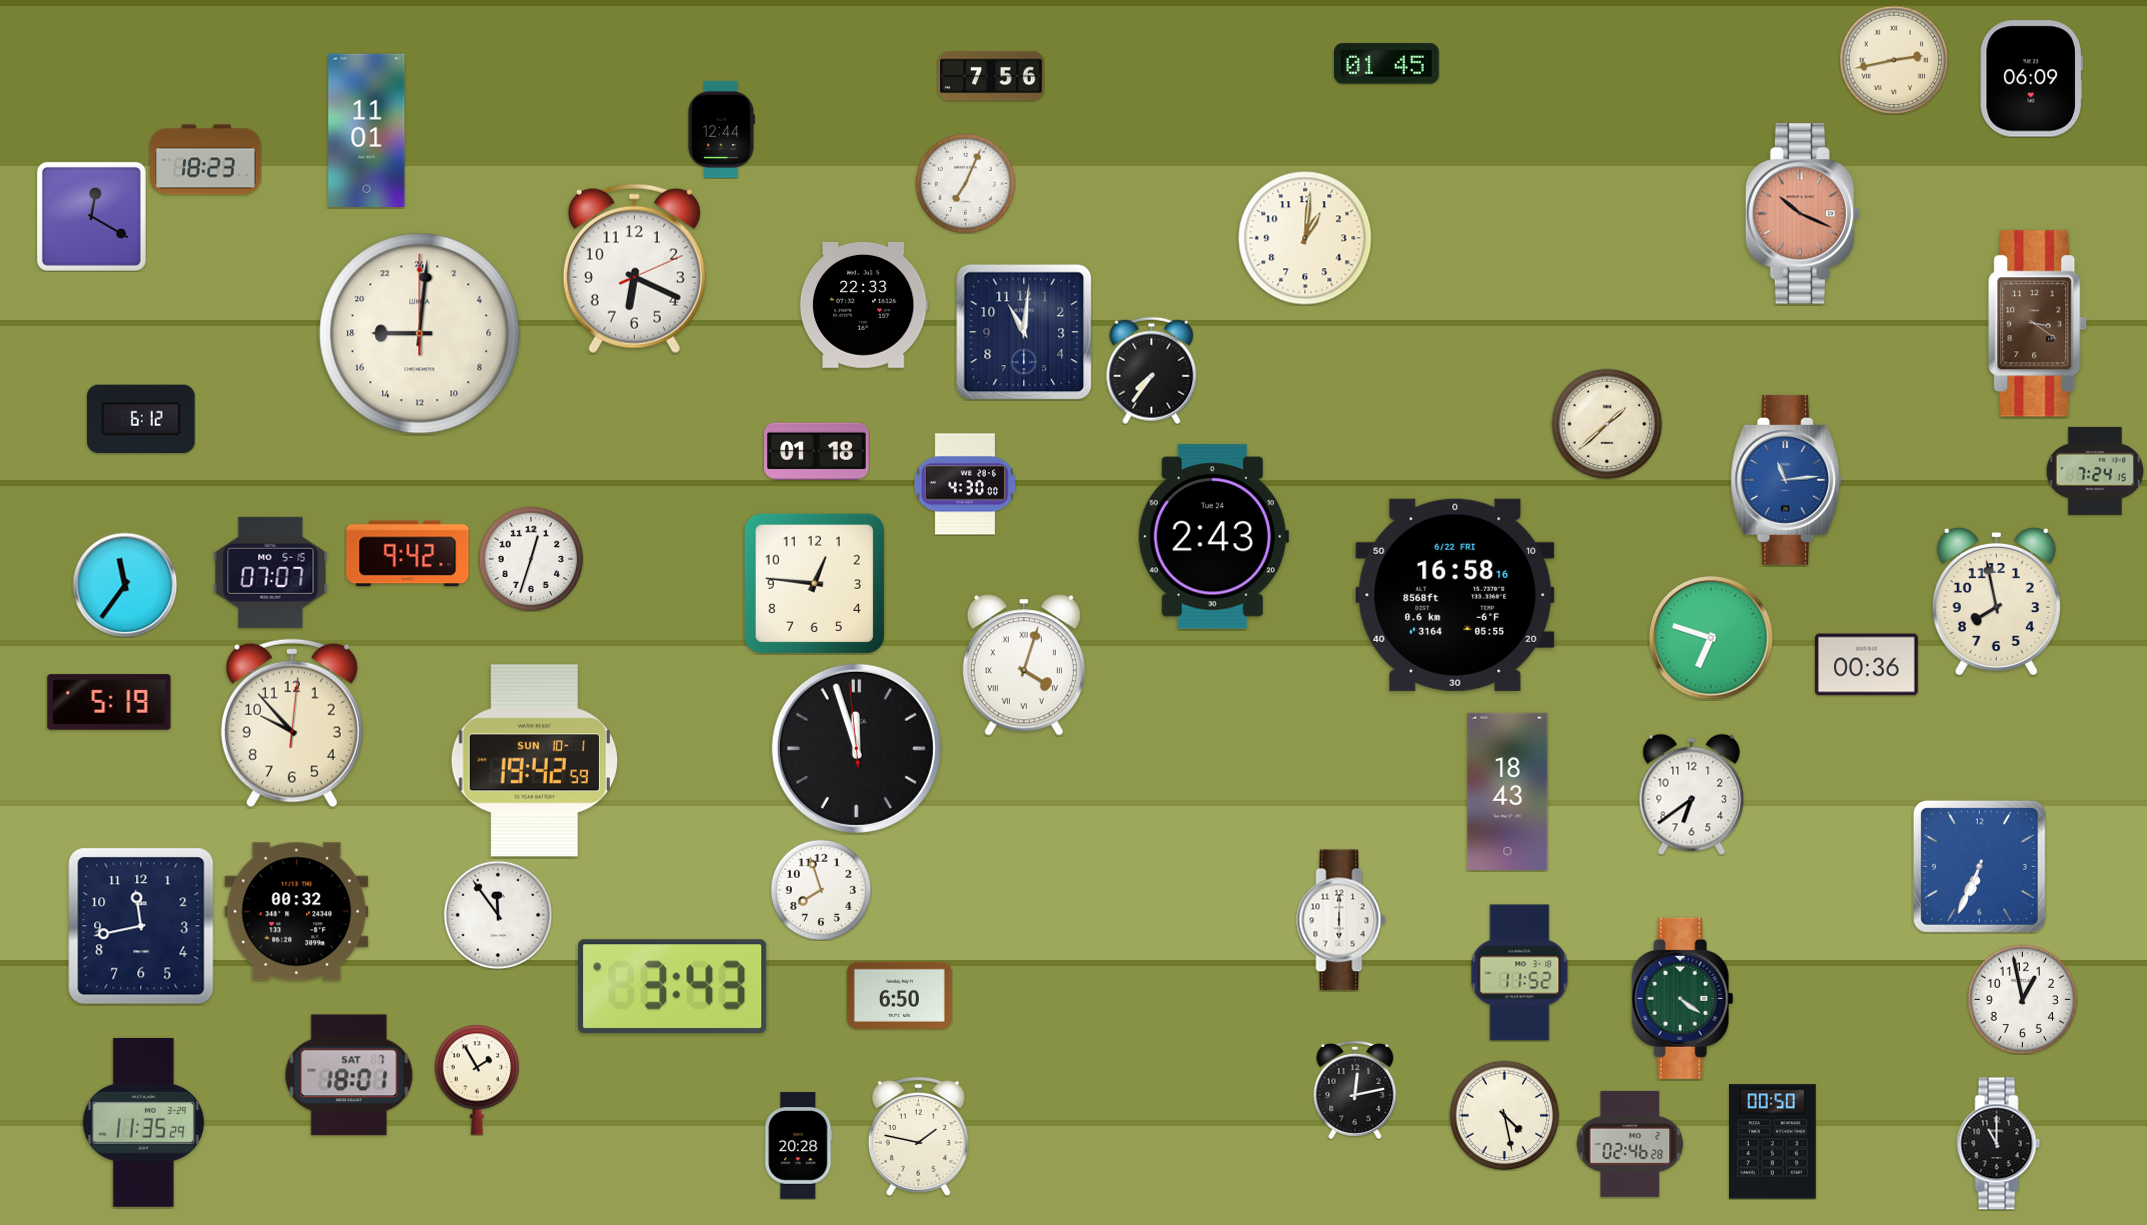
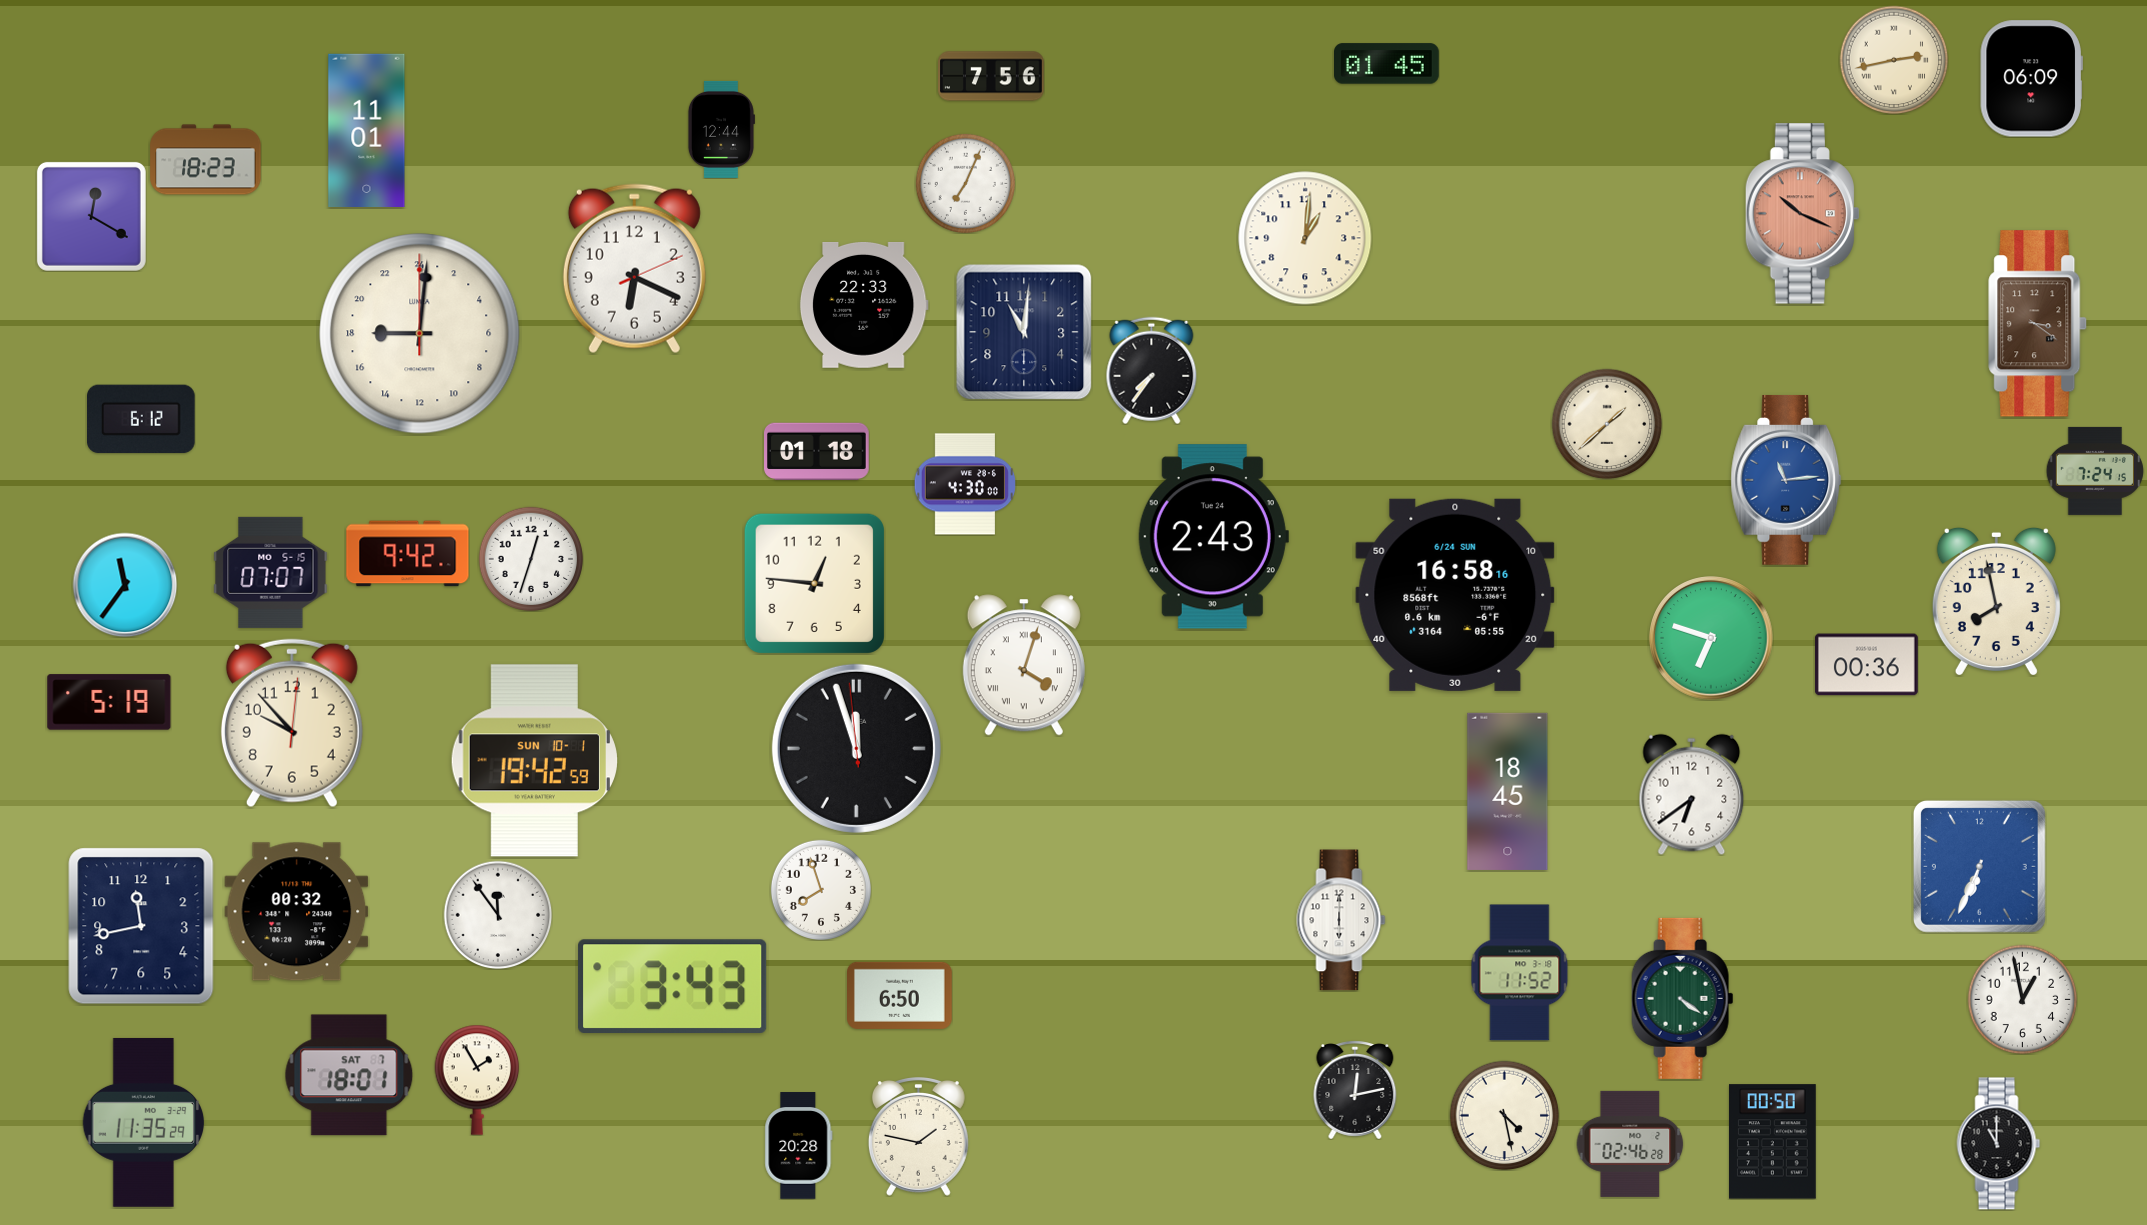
clock at (1455, 595) date: 6/22 FRI -> 6/24 SUN
clock at (1508, 791): 18:43 -> 18:45
